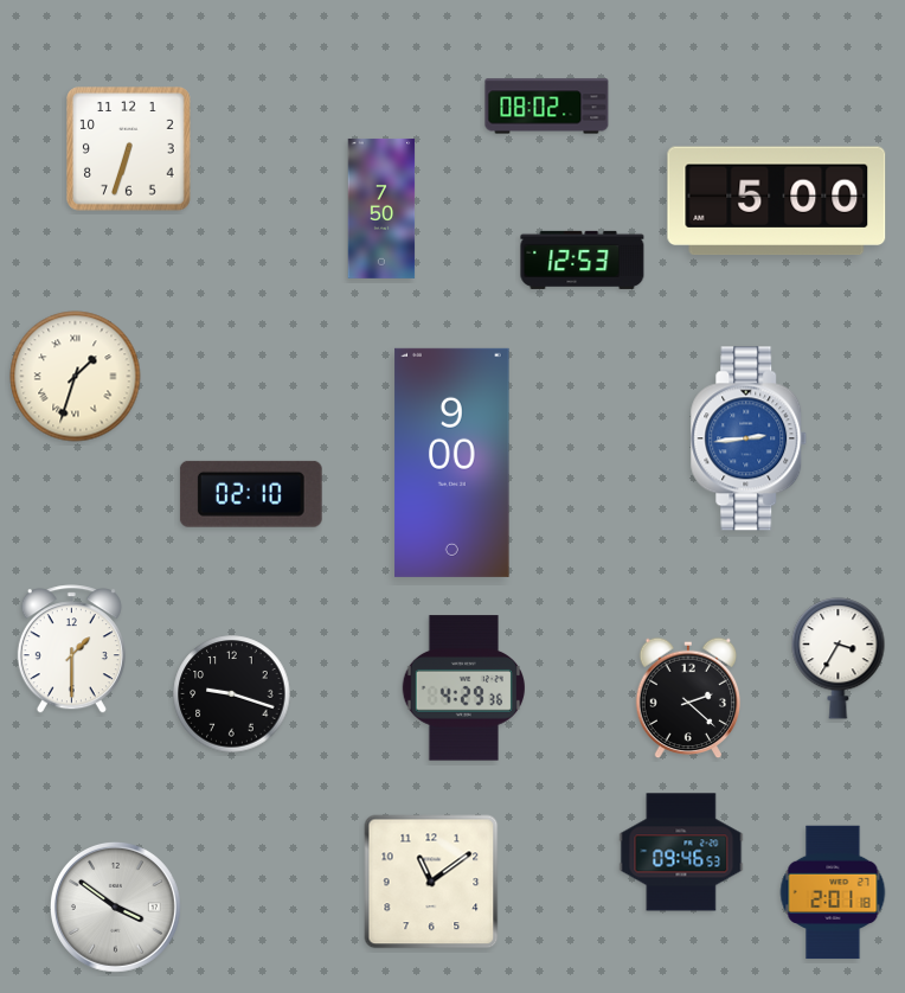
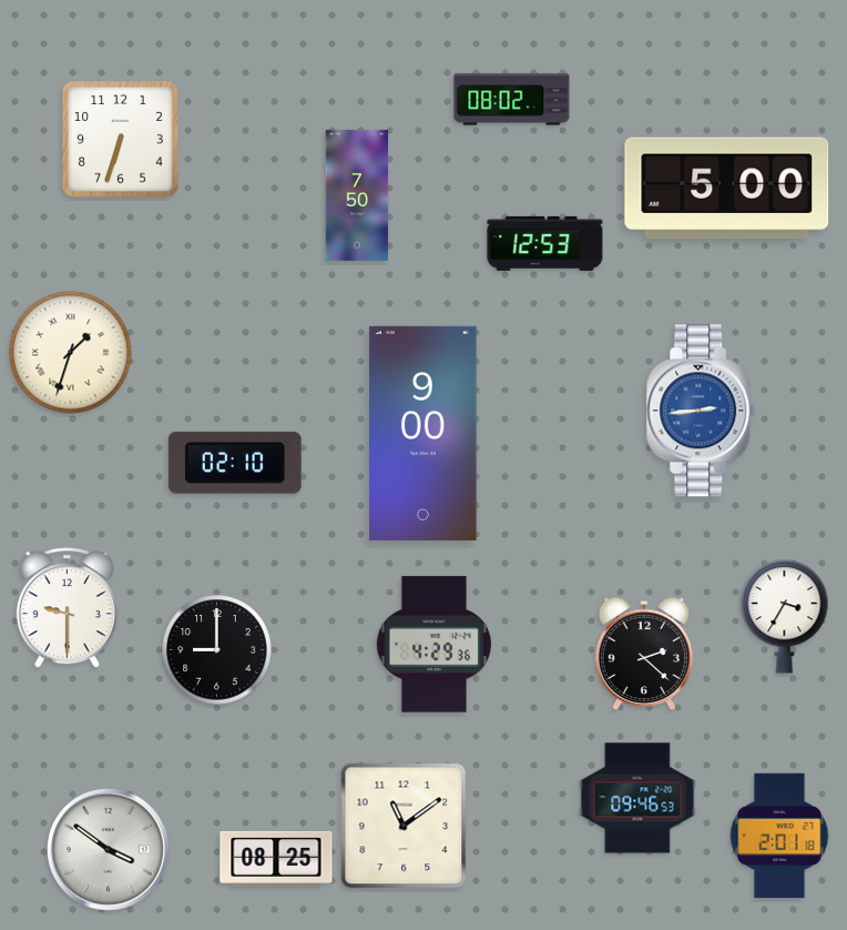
clock at (71, 649): 1:30 -> 9:30
clock at (232, 694): 9:18 -> 9:00
clock at (276, 859): none -> 08:25
